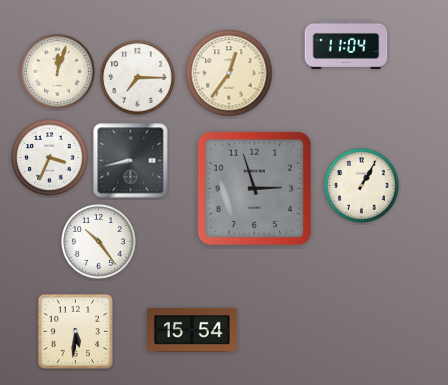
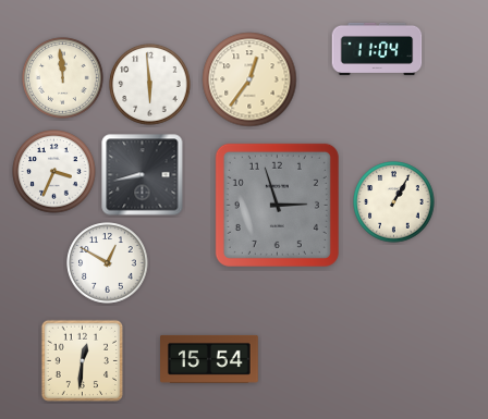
clock at (58, 72): 12:03 -> 11:59
clock at (138, 78): 7:15 -> 5:59
clock at (99, 242): 10:24 -> 12:50
clock at (75, 331): 5:31 -> 12:31
